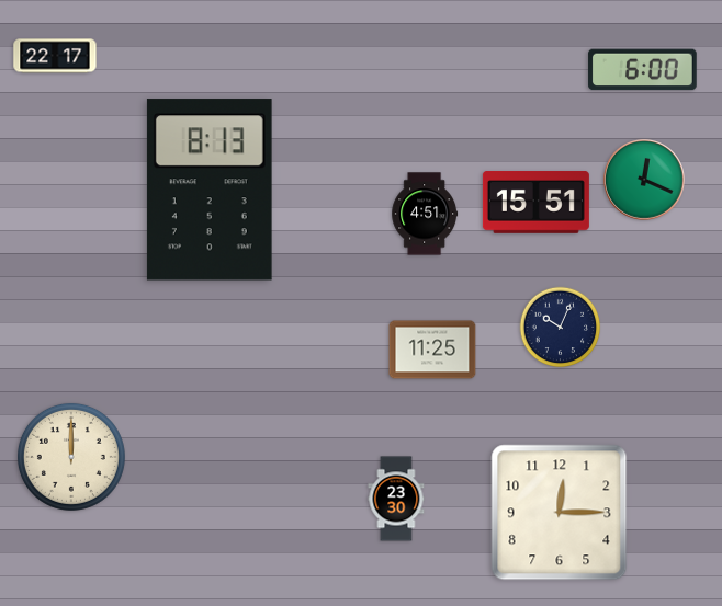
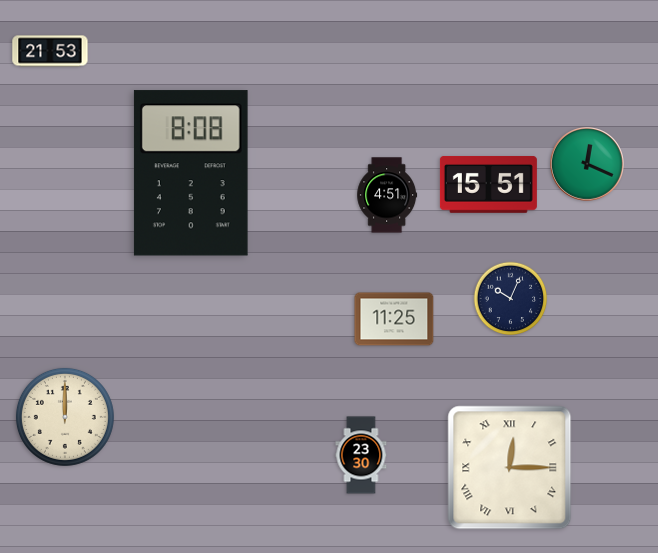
clock at (55, 56): 22:17 -> 21:53
clock at (643, 70): 6:00 -> none
clock at (210, 190): 8:13 -> 8:08
clock at (560, 513) numerals: Arabic -> Roman
